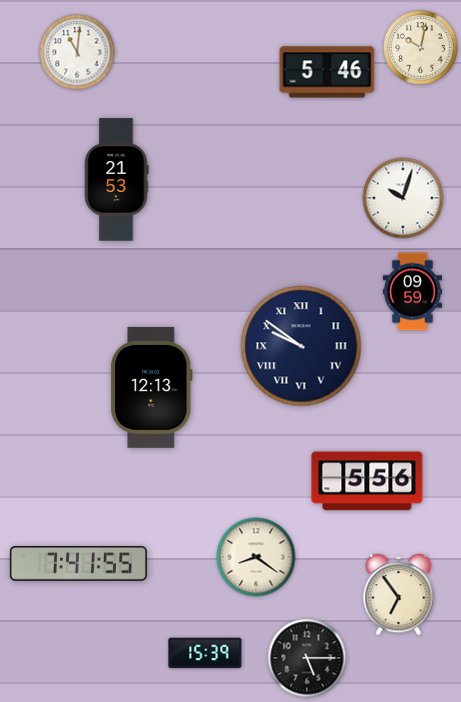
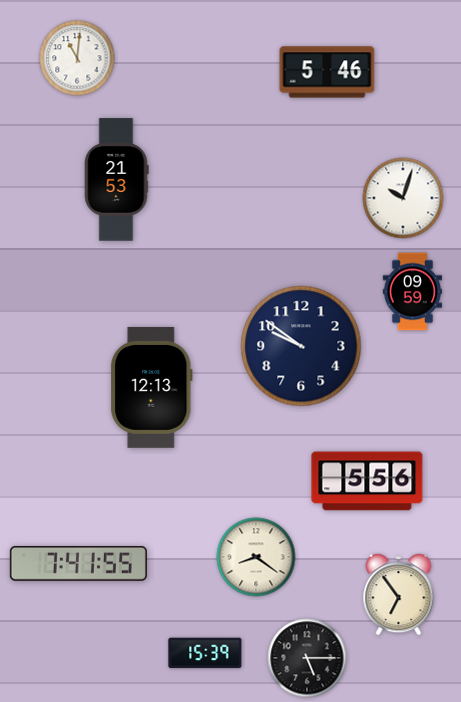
clock at (421, 48): 10:02 -> none
clock at (77, 52) position: (77, 52) -> (77, 58)
clock at (301, 346) numerals: Roman -> Arabic
